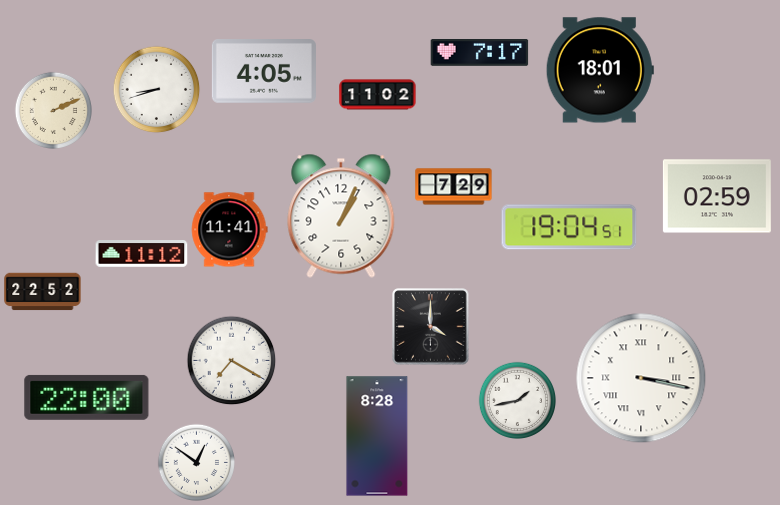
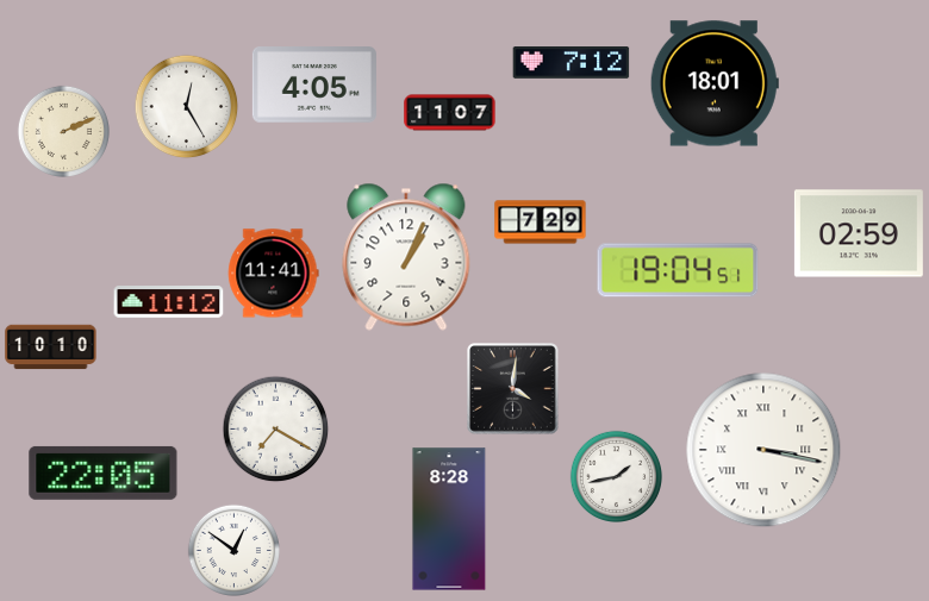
clock at (480, 53): 7:17 -> 7:12
clock at (156, 89): 8:42 -> 12:25
clock at (378, 95): 11:02 -> 11:07
clock at (717, 196) position: (717, 196) -> (859, 233)
clock at (43, 292): 22:52 -> 10:10
clock at (431, 327): 4:00 -> 4:01
clock at (87, 397): 22:00 -> 22:05
